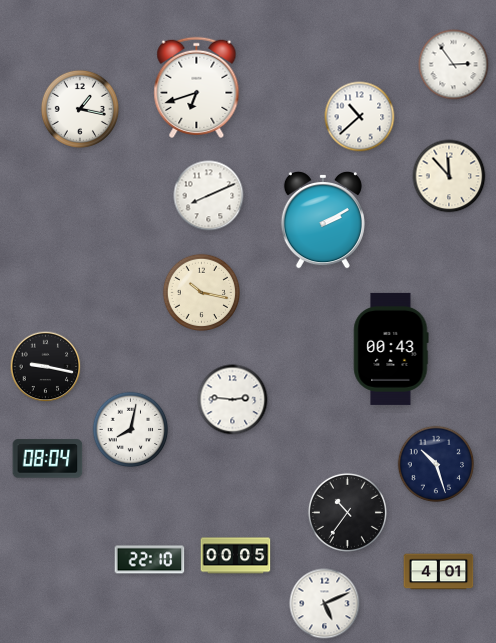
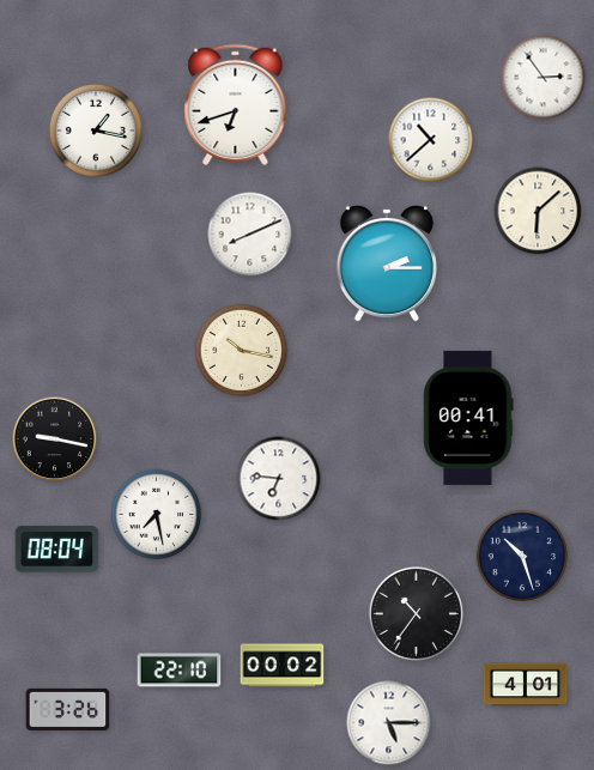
clock at (449, 176): 11:53 -> 6:08
clock at (323, 220): 2:10 -> 2:15
clock at (391, 349): 00:43 -> 00:41
clock at (233, 400): 2:46 -> 6:46
clock at (131, 430): 8:02 -> 7:28
clock at (236, 556): 00:05 -> 00:02
clock at (68, 709): none -> 3:26
clock at (325, 604): 5:11 -> 5:15
